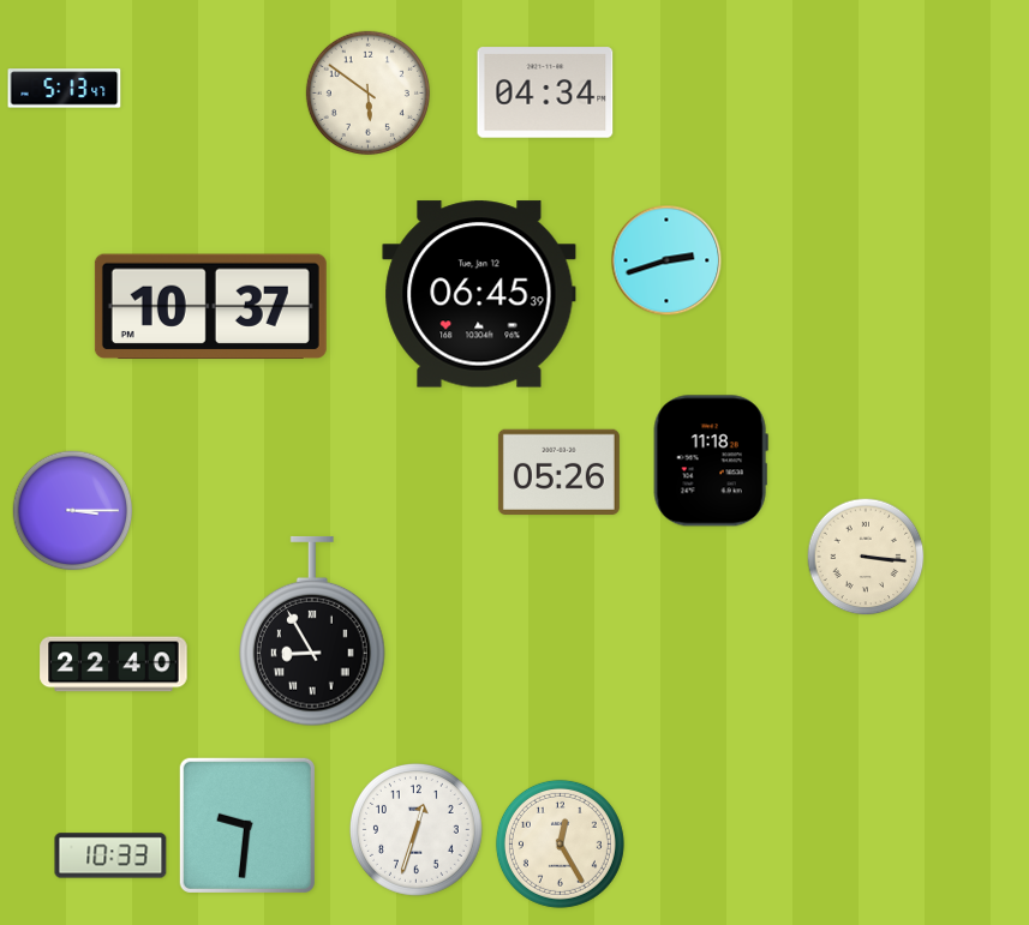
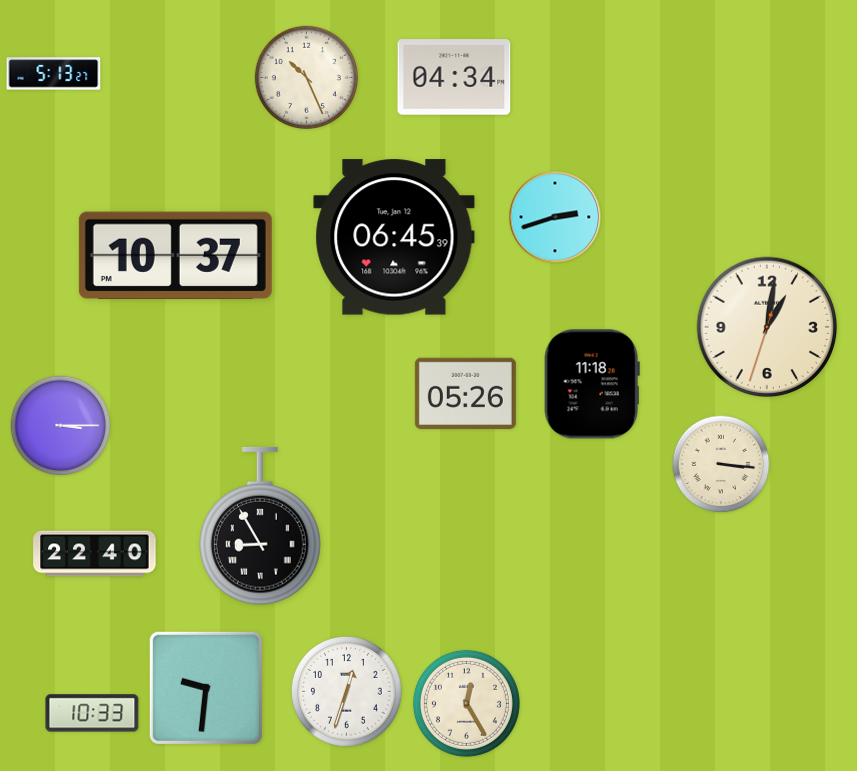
clock at (65, 89): 5:13:47 -> 5:13:27
clock at (367, 92): 5:51 -> 10:26
clock at (479, 294) position: (479, 294) -> (394, 237)
clock at (767, 327): none -> 1:01
